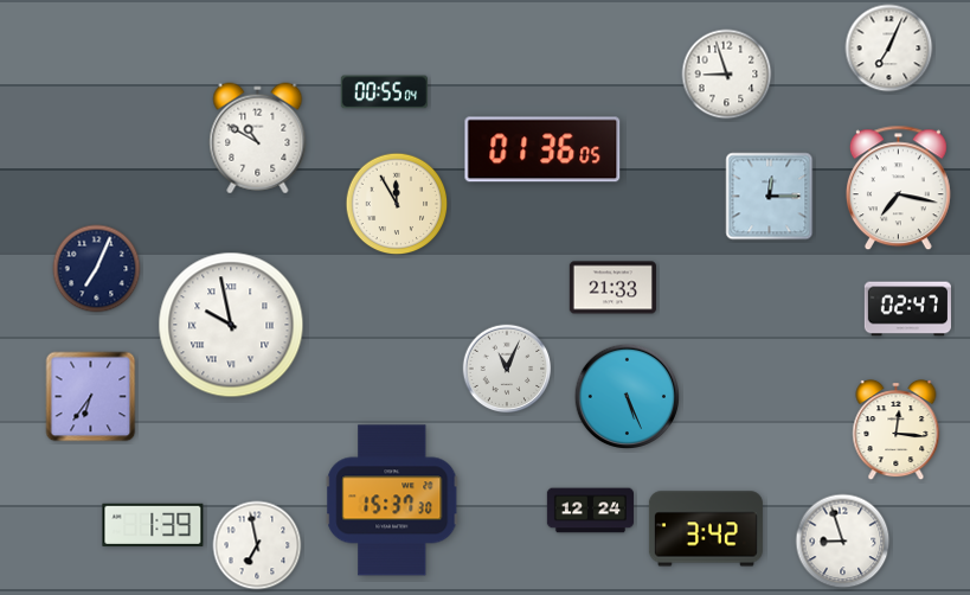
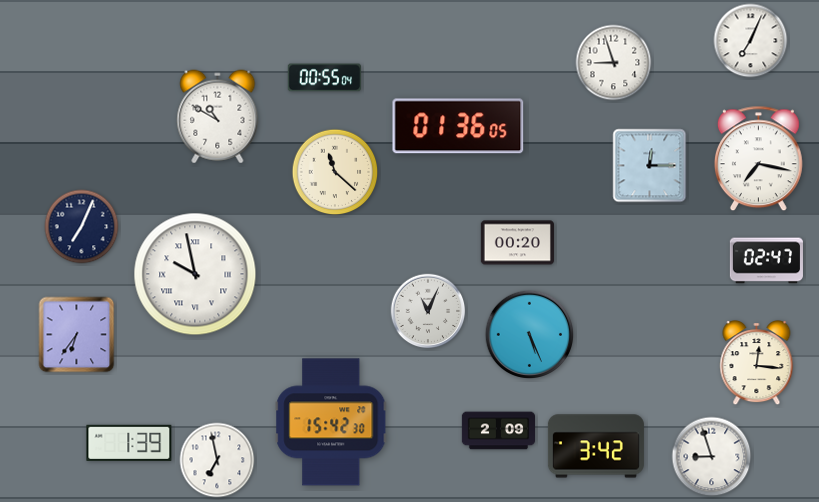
clock at (397, 204): 11:55 -> 11:22
clock at (612, 288): 21:33 -> 00:20
clock at (392, 500): 15:37 -> 15:42
clock at (590, 511): 12:24 -> 2:09
